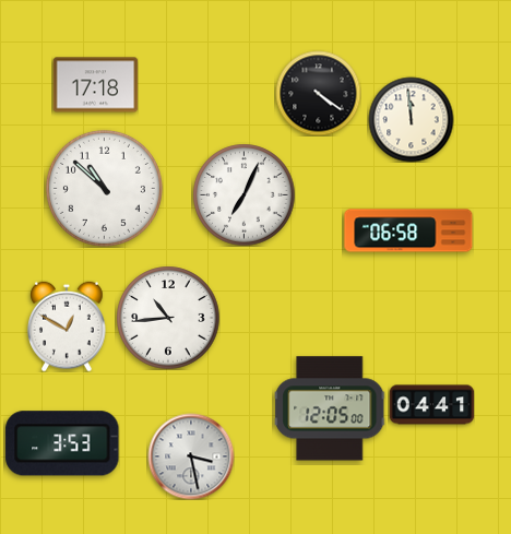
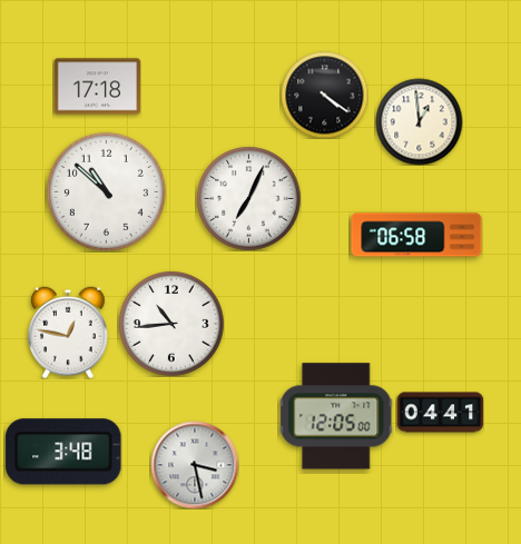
clock at (411, 119): 11:59 -> 12:59
clock at (67, 327): 12:50 -> 12:47
clock at (62, 443): 3:53 -> 3:48
